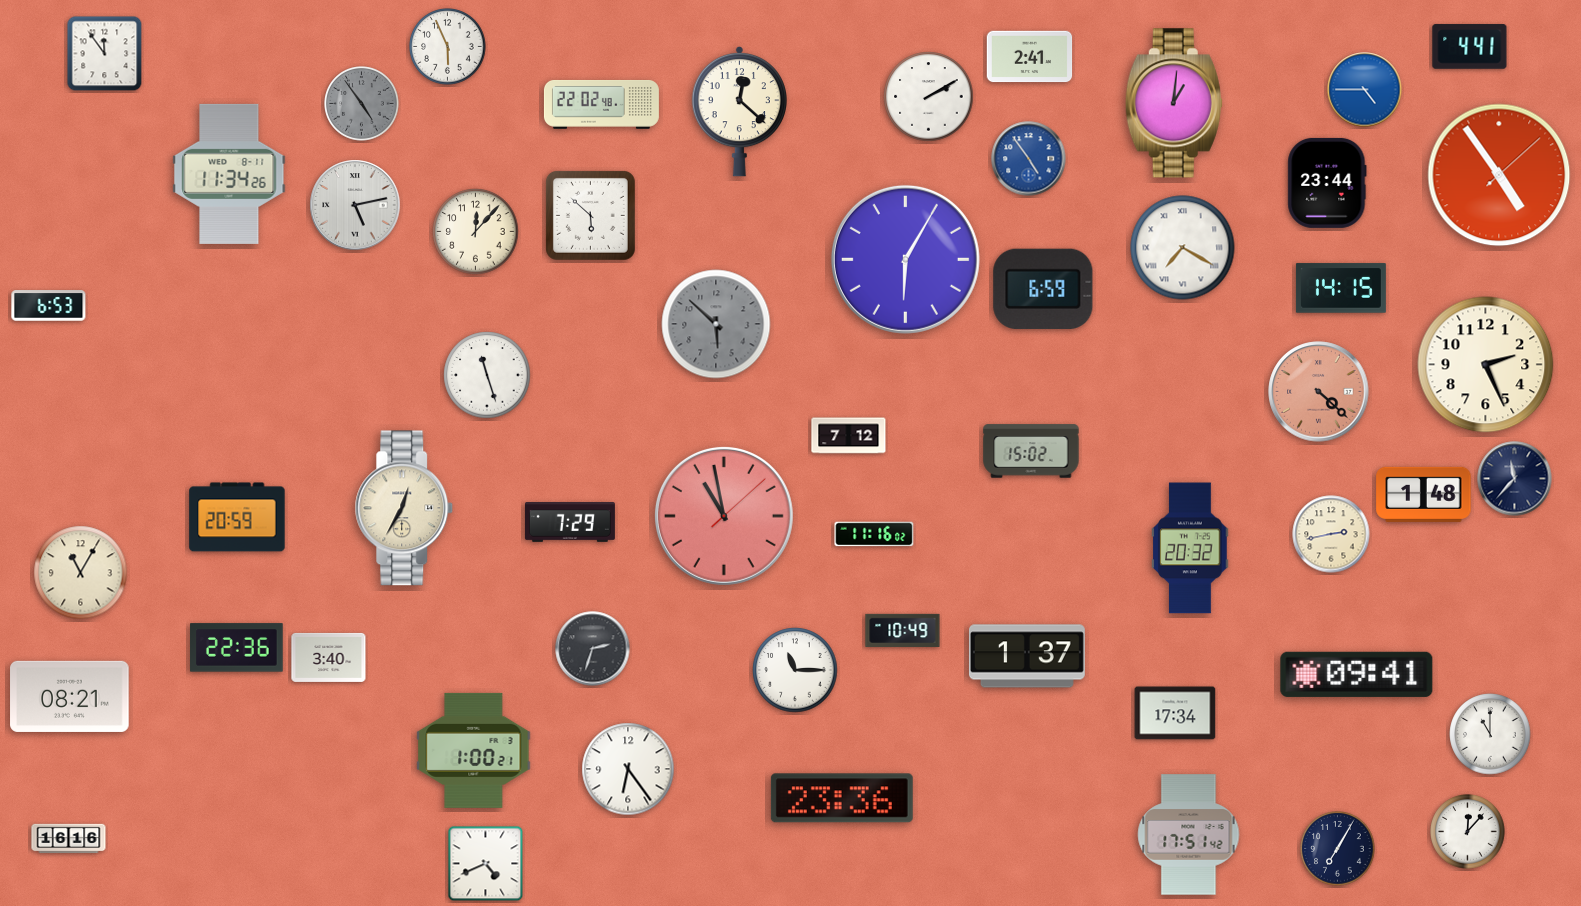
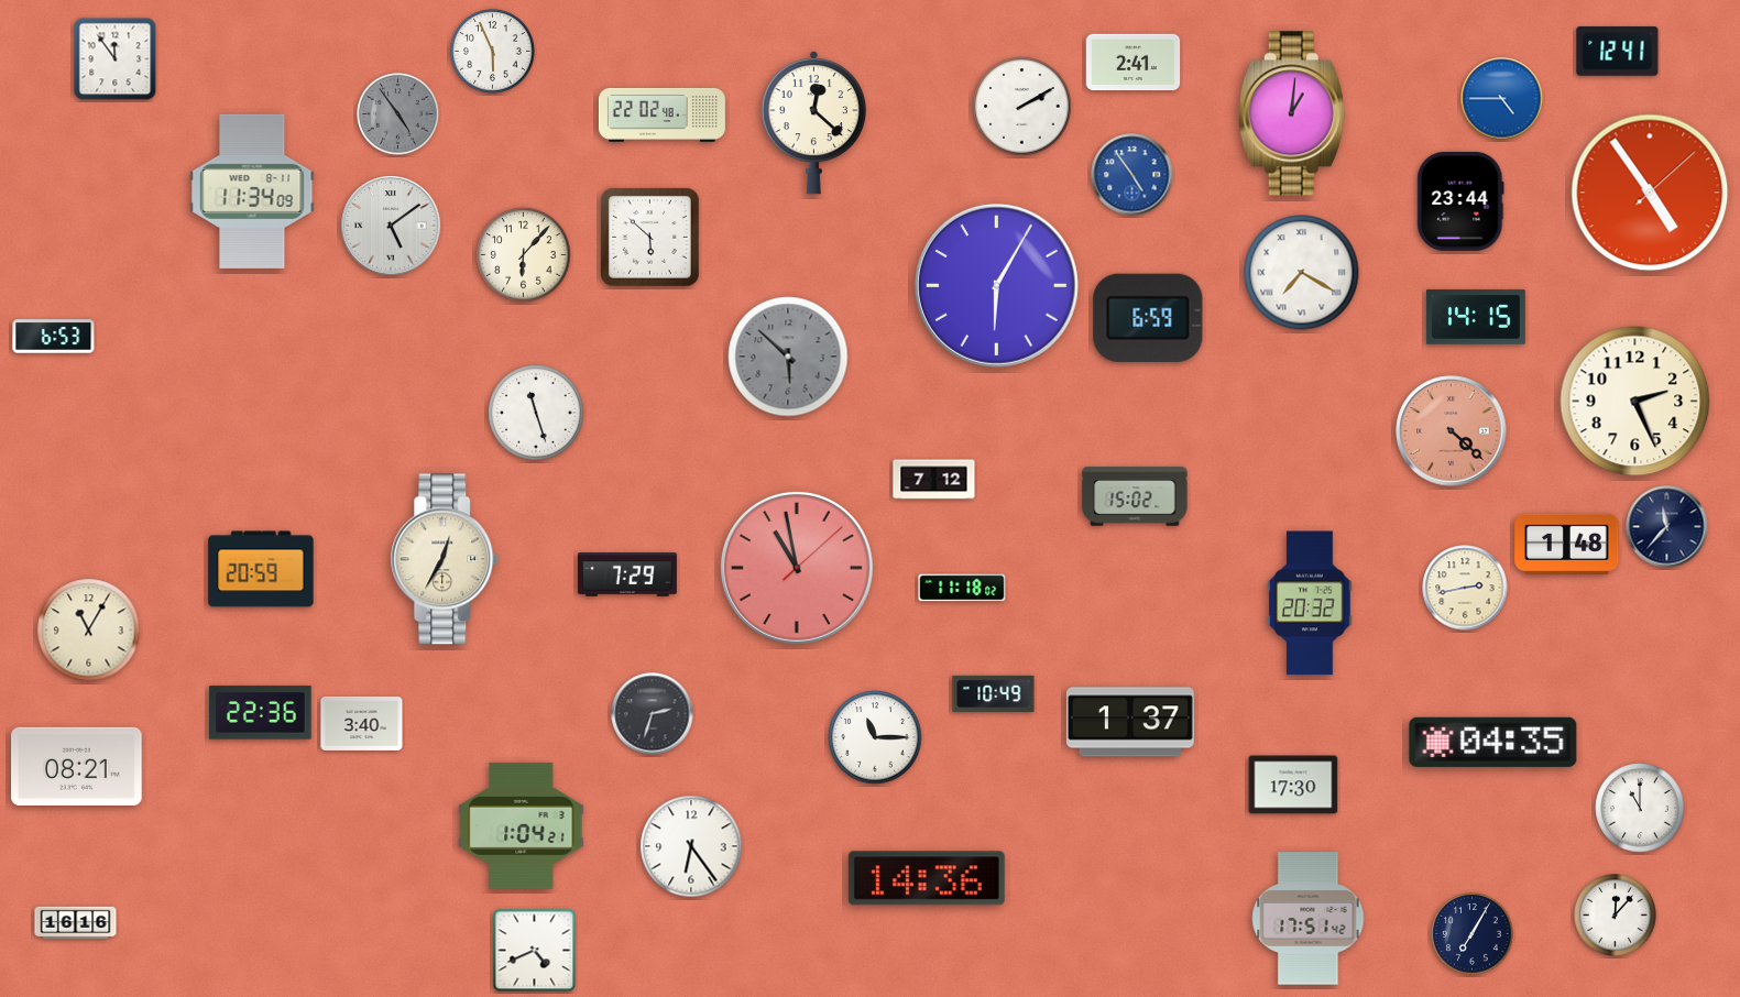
clock at (1470, 47): 4:41 -> 12:41
clock at (229, 174): 11:34:26 -> 11:34:09
clock at (355, 205): 5:13 -> 5:09
clock at (476, 232): 12:07 -> 6:07
clock at (874, 534): 11:16 -> 11:18
clock at (1357, 674): 09:41 -> 04:35
clock at (1175, 713): 17:34 -> 17:30
clock at (474, 750): 1:00 -> 1:04
clock at (842, 798): 23:36 -> 14:36
